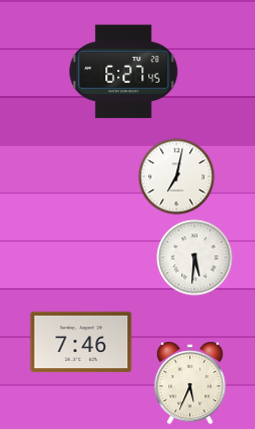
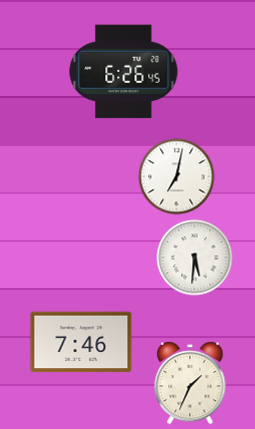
clock at (124, 72): 6:27 -> 6:26
clock at (190, 383): 5:34 -> 1:34
